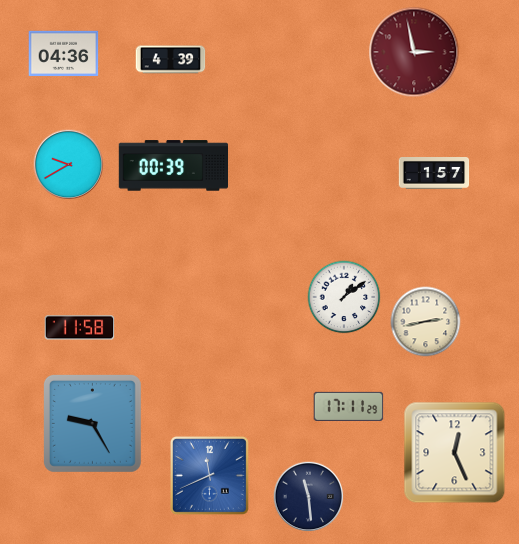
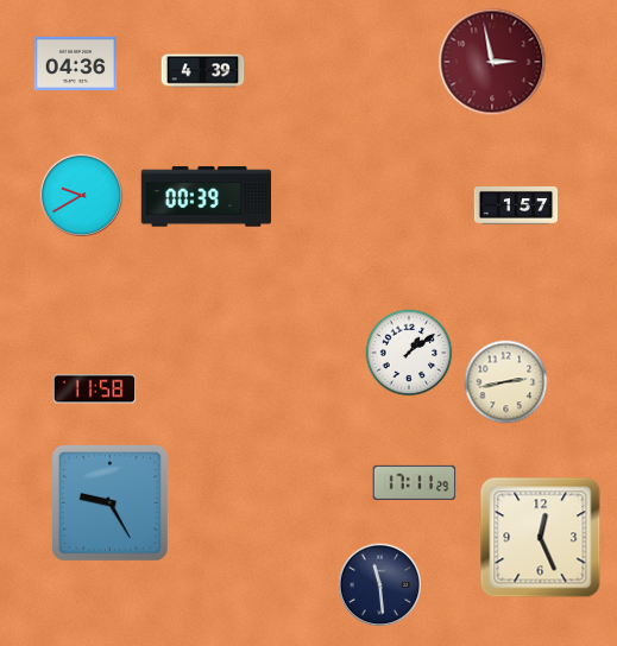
clock at (209, 475): 11:41 -> none
clock at (309, 497) position: (309, 497) -> (380, 585)
